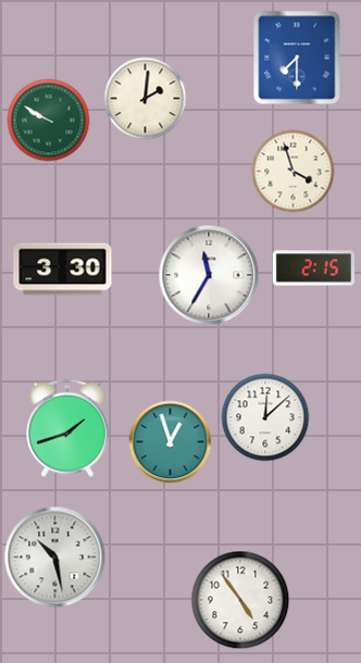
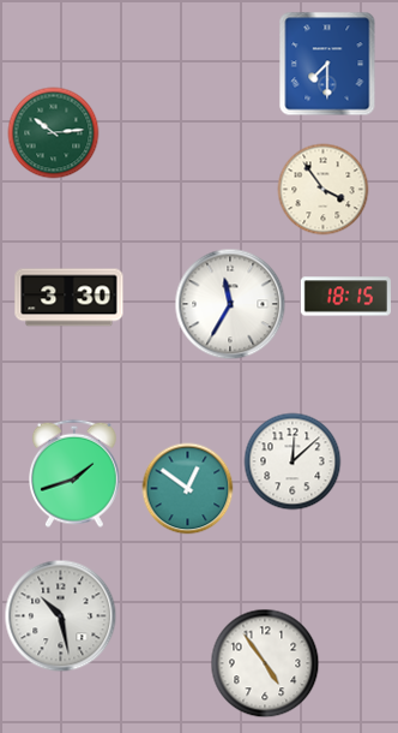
clock at (146, 99): 2:01 -> none
clock at (49, 121): 9:50 -> 10:14
clock at (294, 172): 3:57 -> 3:54
clock at (313, 268): 2:15 -> 18:15
clock at (171, 442): 12:57 -> 12:51
